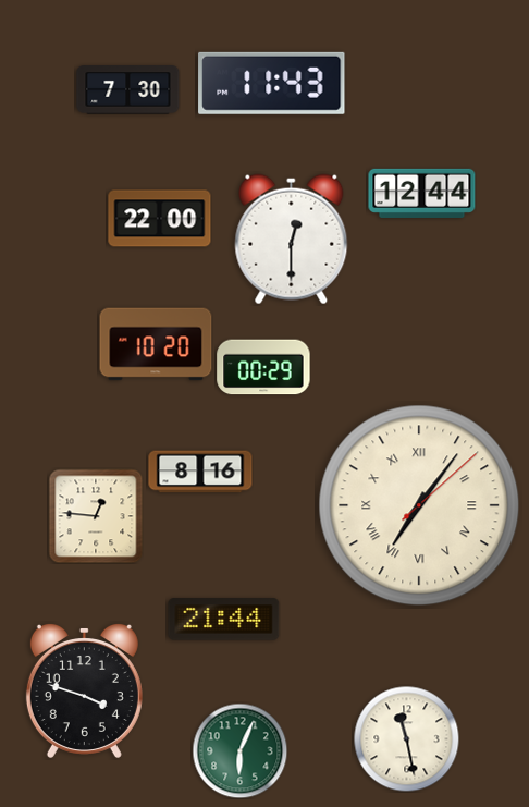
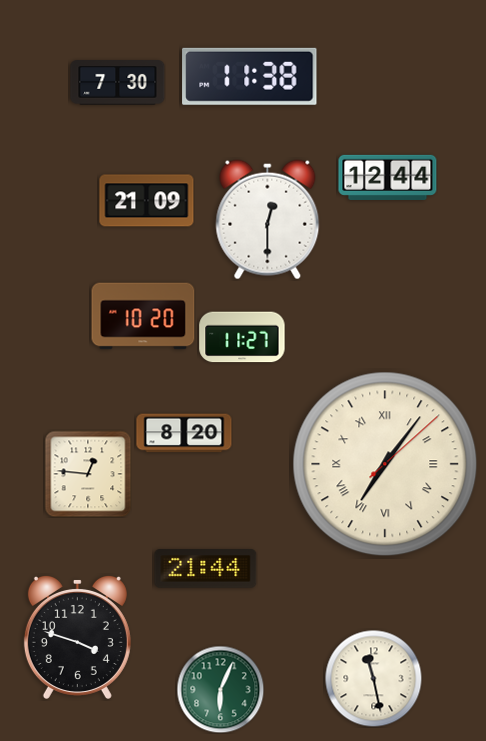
clock at (272, 83): 11:43 -> 11:38
clock at (160, 219): 22:00 -> 21:09
clock at (263, 367): 00:29 -> 11:27
clock at (200, 472): 8:16 -> 8:20
clock at (84, 690) position: (84, 690) -> (77, 637)
